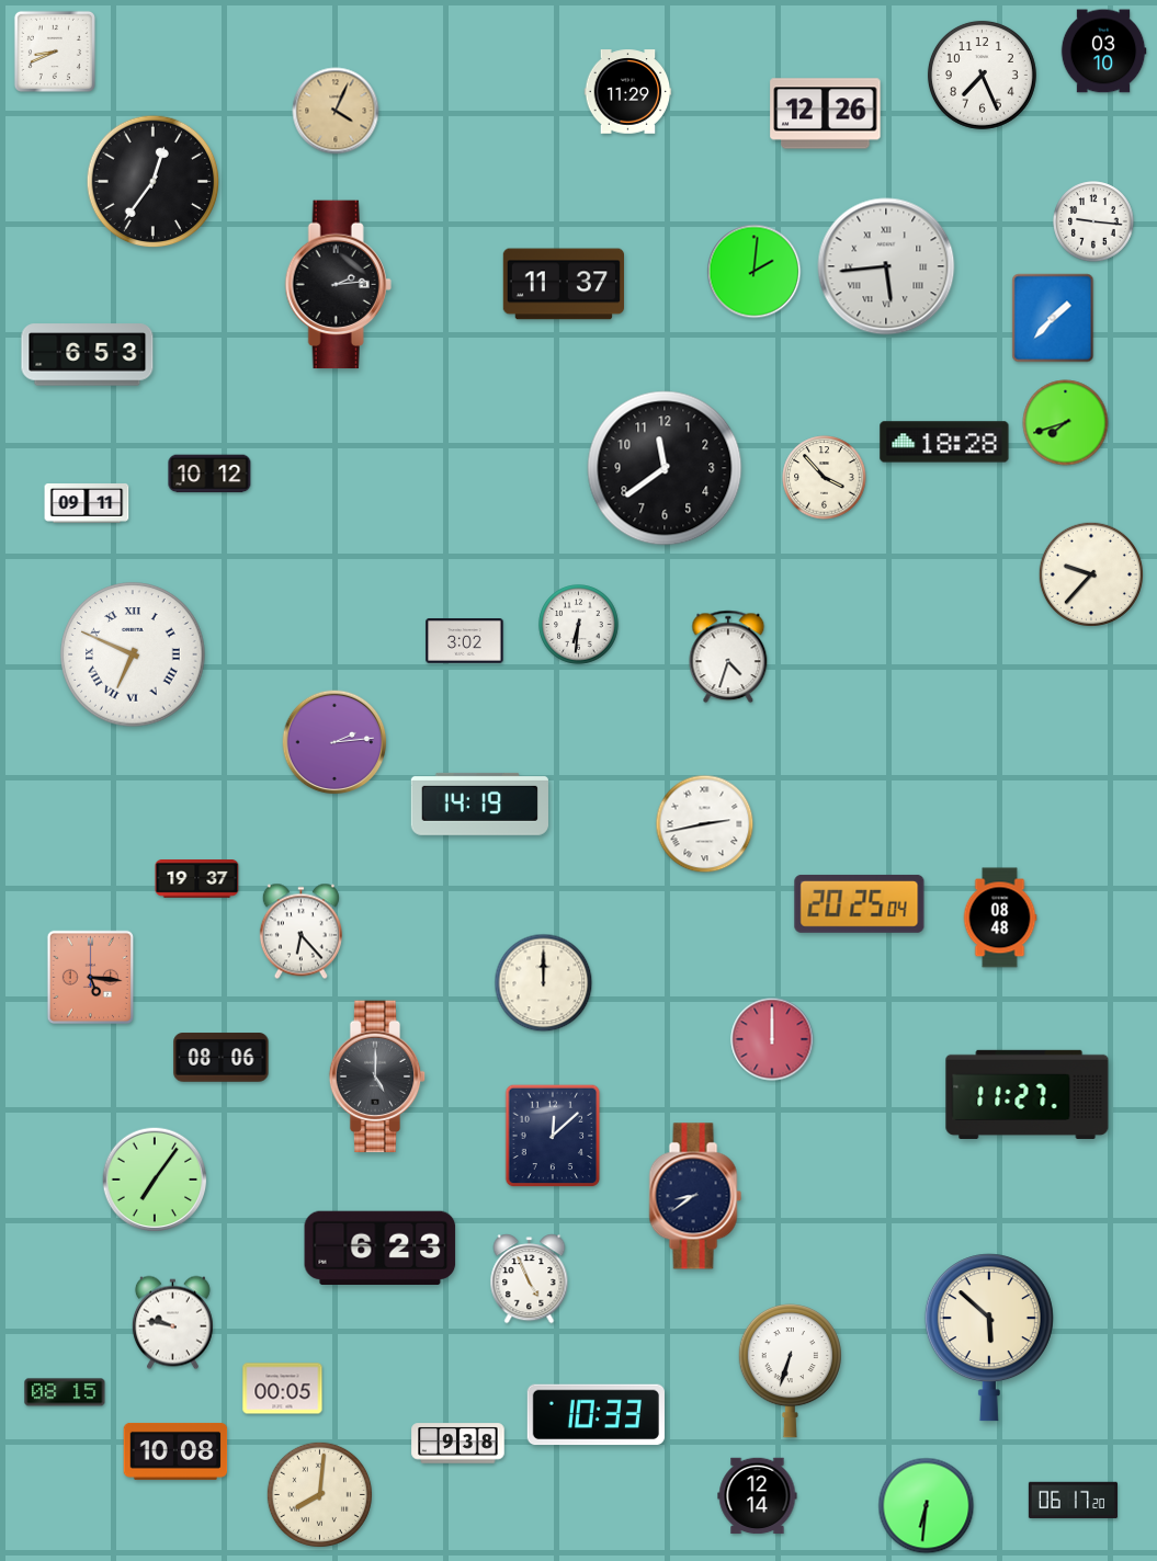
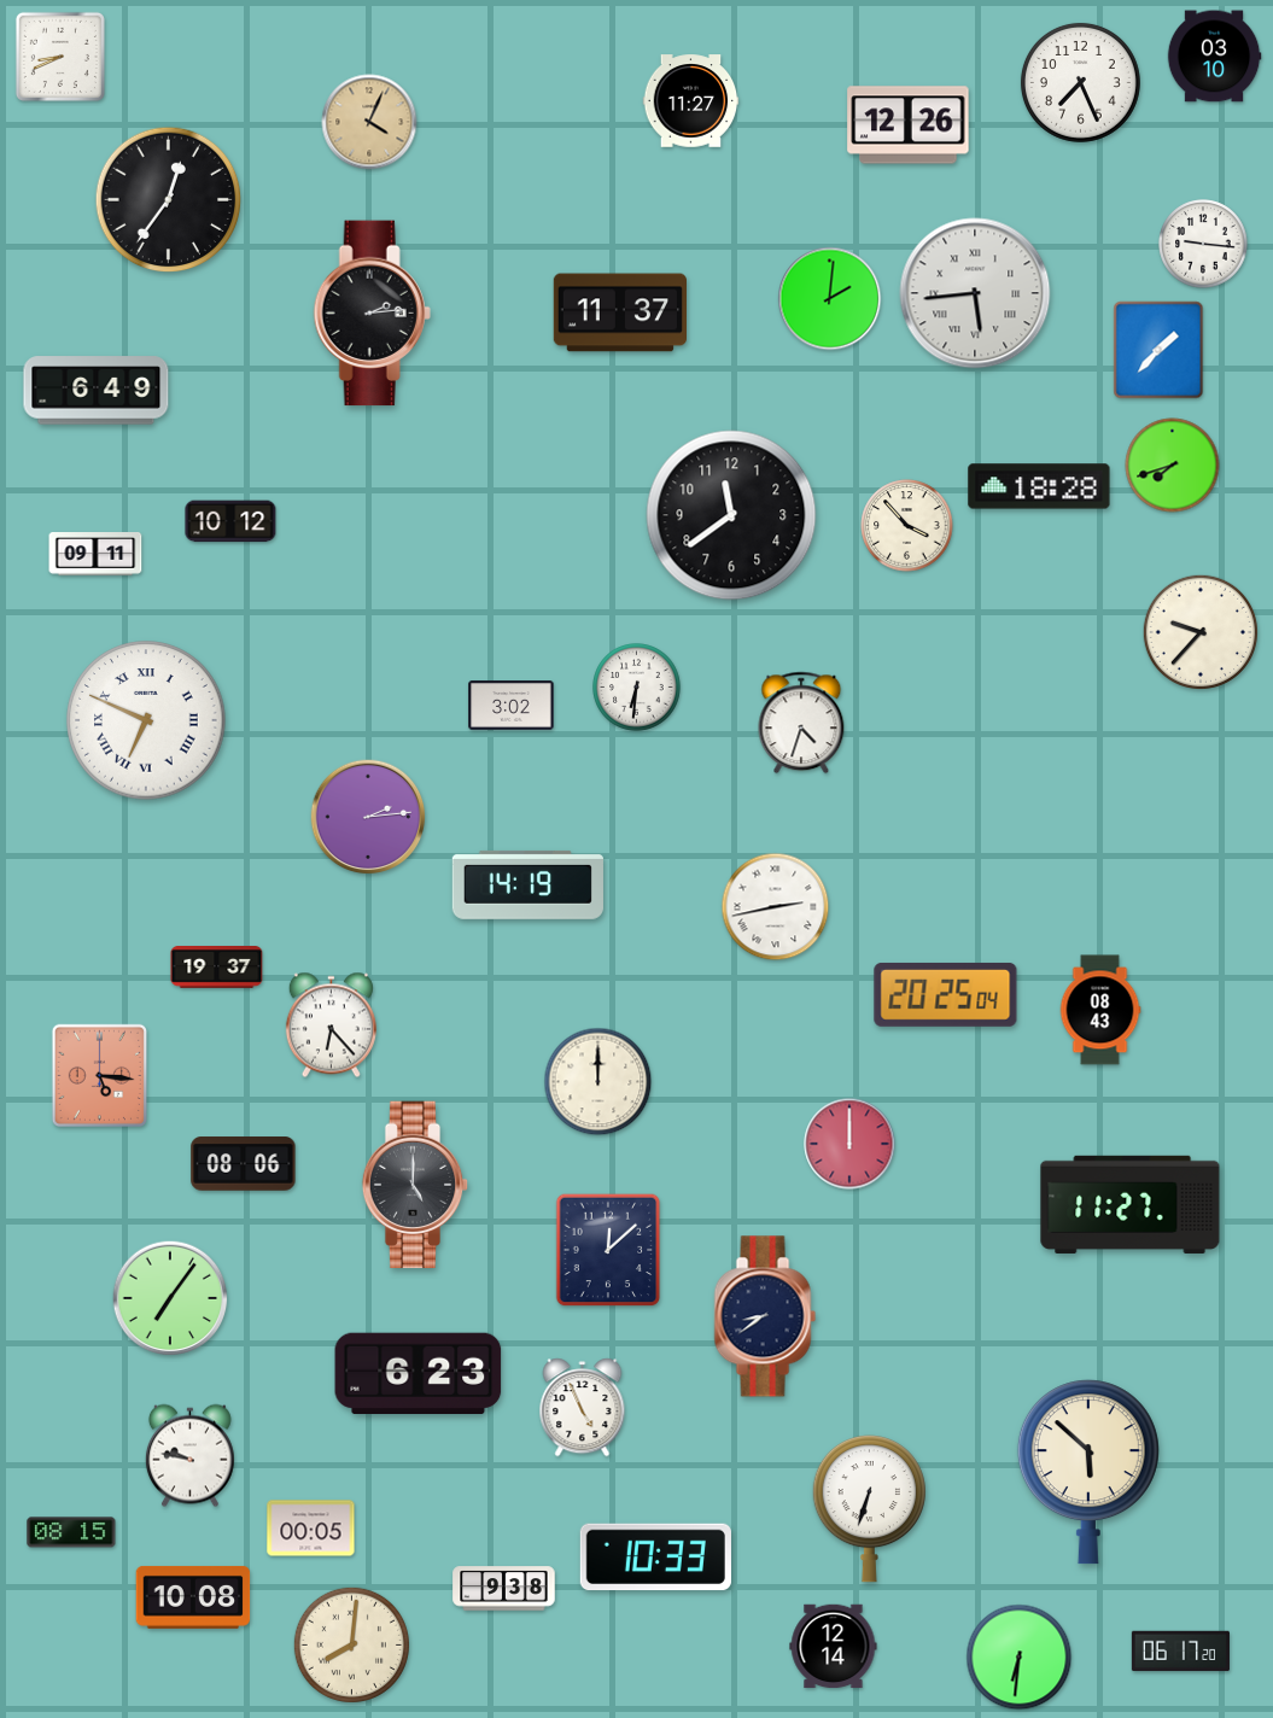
clock at (628, 92): 11:29 -> 11:27
clock at (88, 355): 6:53 -> 6:49
clock at (1000, 918): 08:48 -> 08:43
